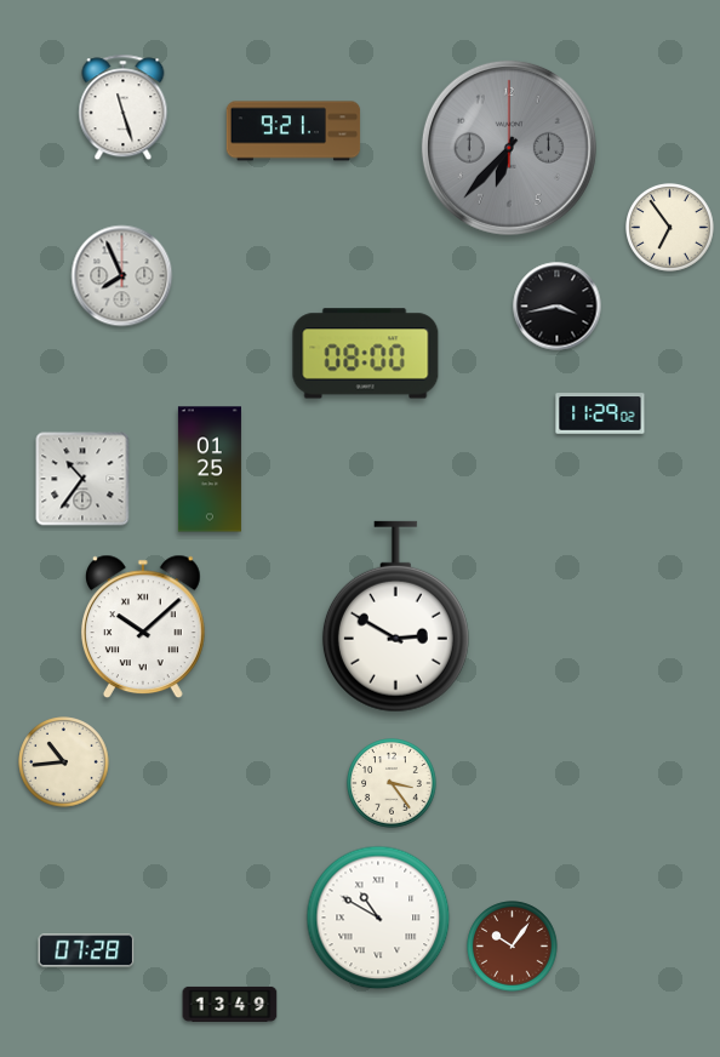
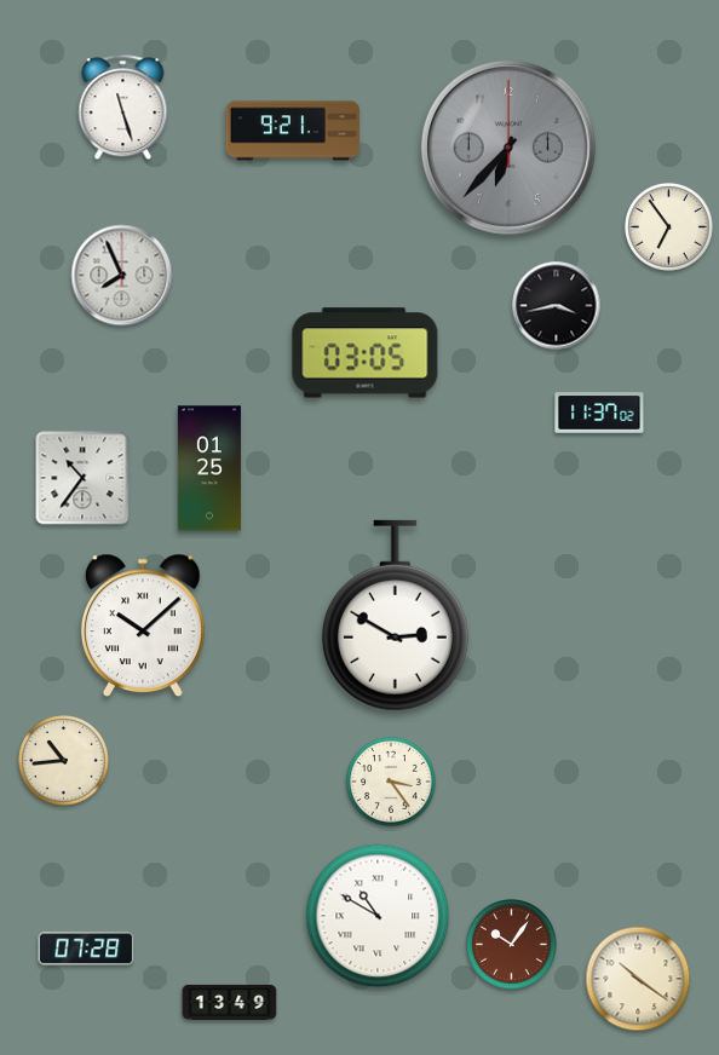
clock at (366, 354): 08:00 -> 03:05
clock at (600, 413): 11:29 -> 11:37
clock at (638, 979): none -> 10:21
